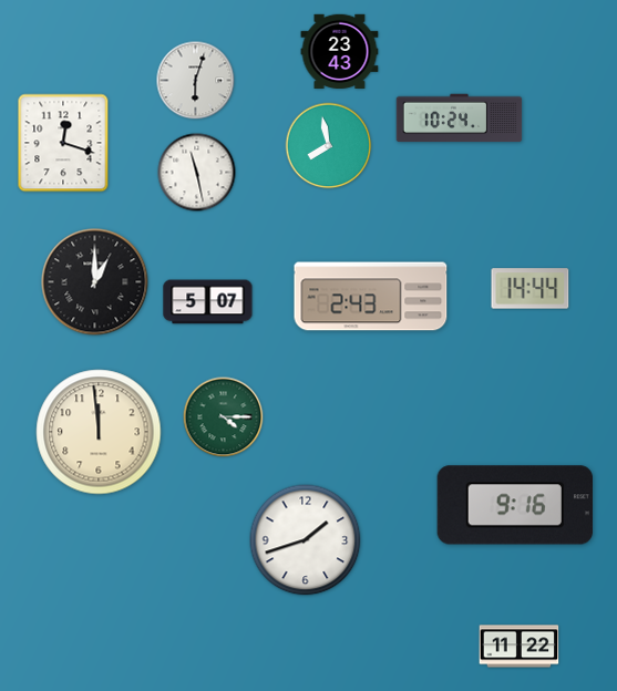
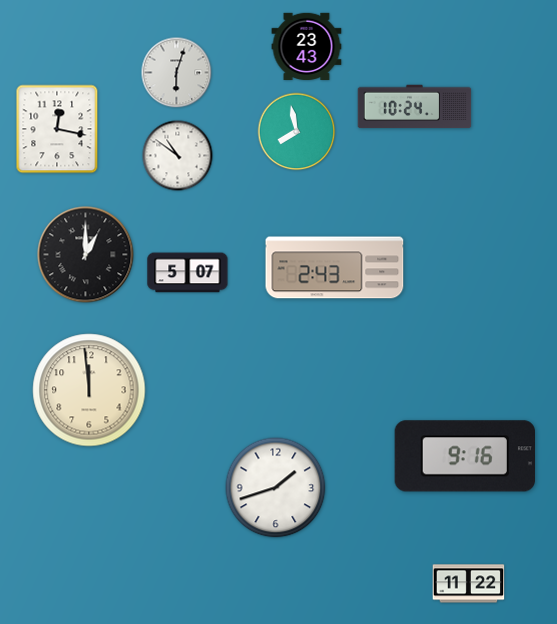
clock at (63, 143): 12:18 -> 12:17
clock at (197, 173): 11:28 -> 10:51
clock at (531, 289): 14:44 -> none
clock at (224, 417): 4:15 -> none
